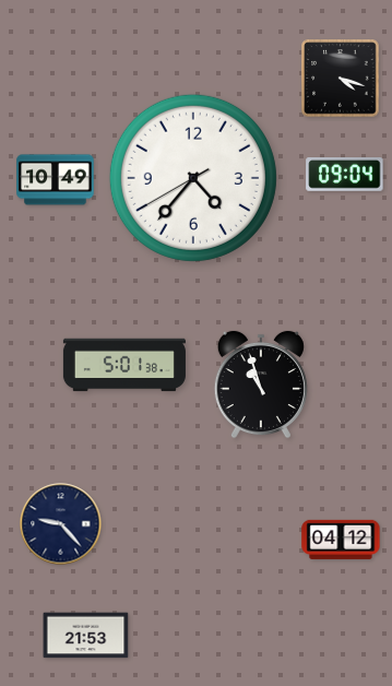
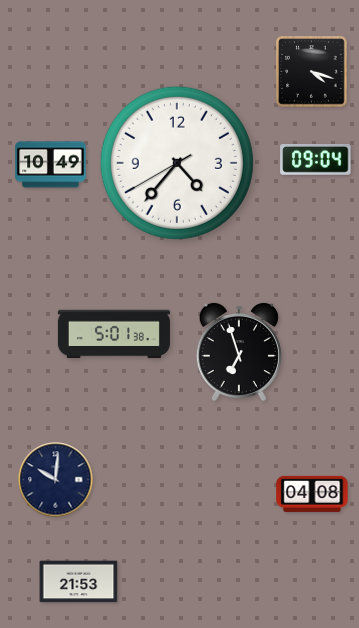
clock at (261, 385): 10:57 -> 6:57
clock at (61, 524): 9:23 -> 10:01
clock at (341, 540): 04:12 -> 04:08
